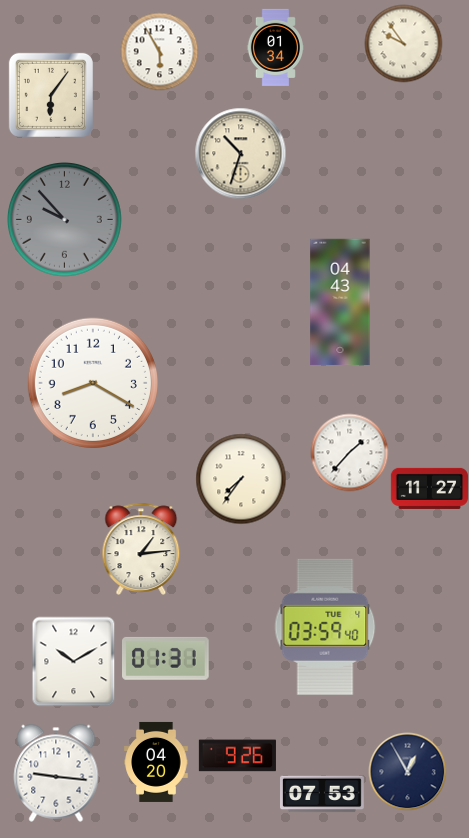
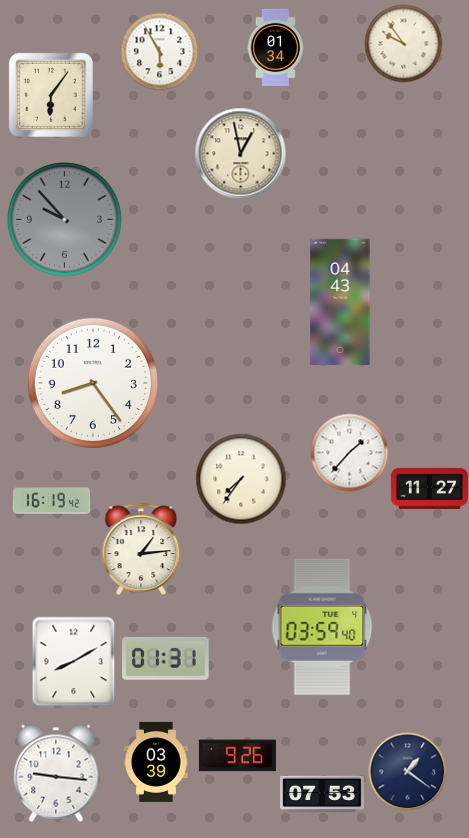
clock at (240, 153): 10:33 -> 12:58
clock at (93, 383): 8:20 -> 8:24
clock at (51, 501): none -> 16:19
clock at (325, 627) position: (325, 627) -> (322, 627)
clock at (74, 661): 10:10 -> 8:10
clock at (156, 762): 04:20 -> 03:39
clock at (407, 771): 12:55 -> 1:21
